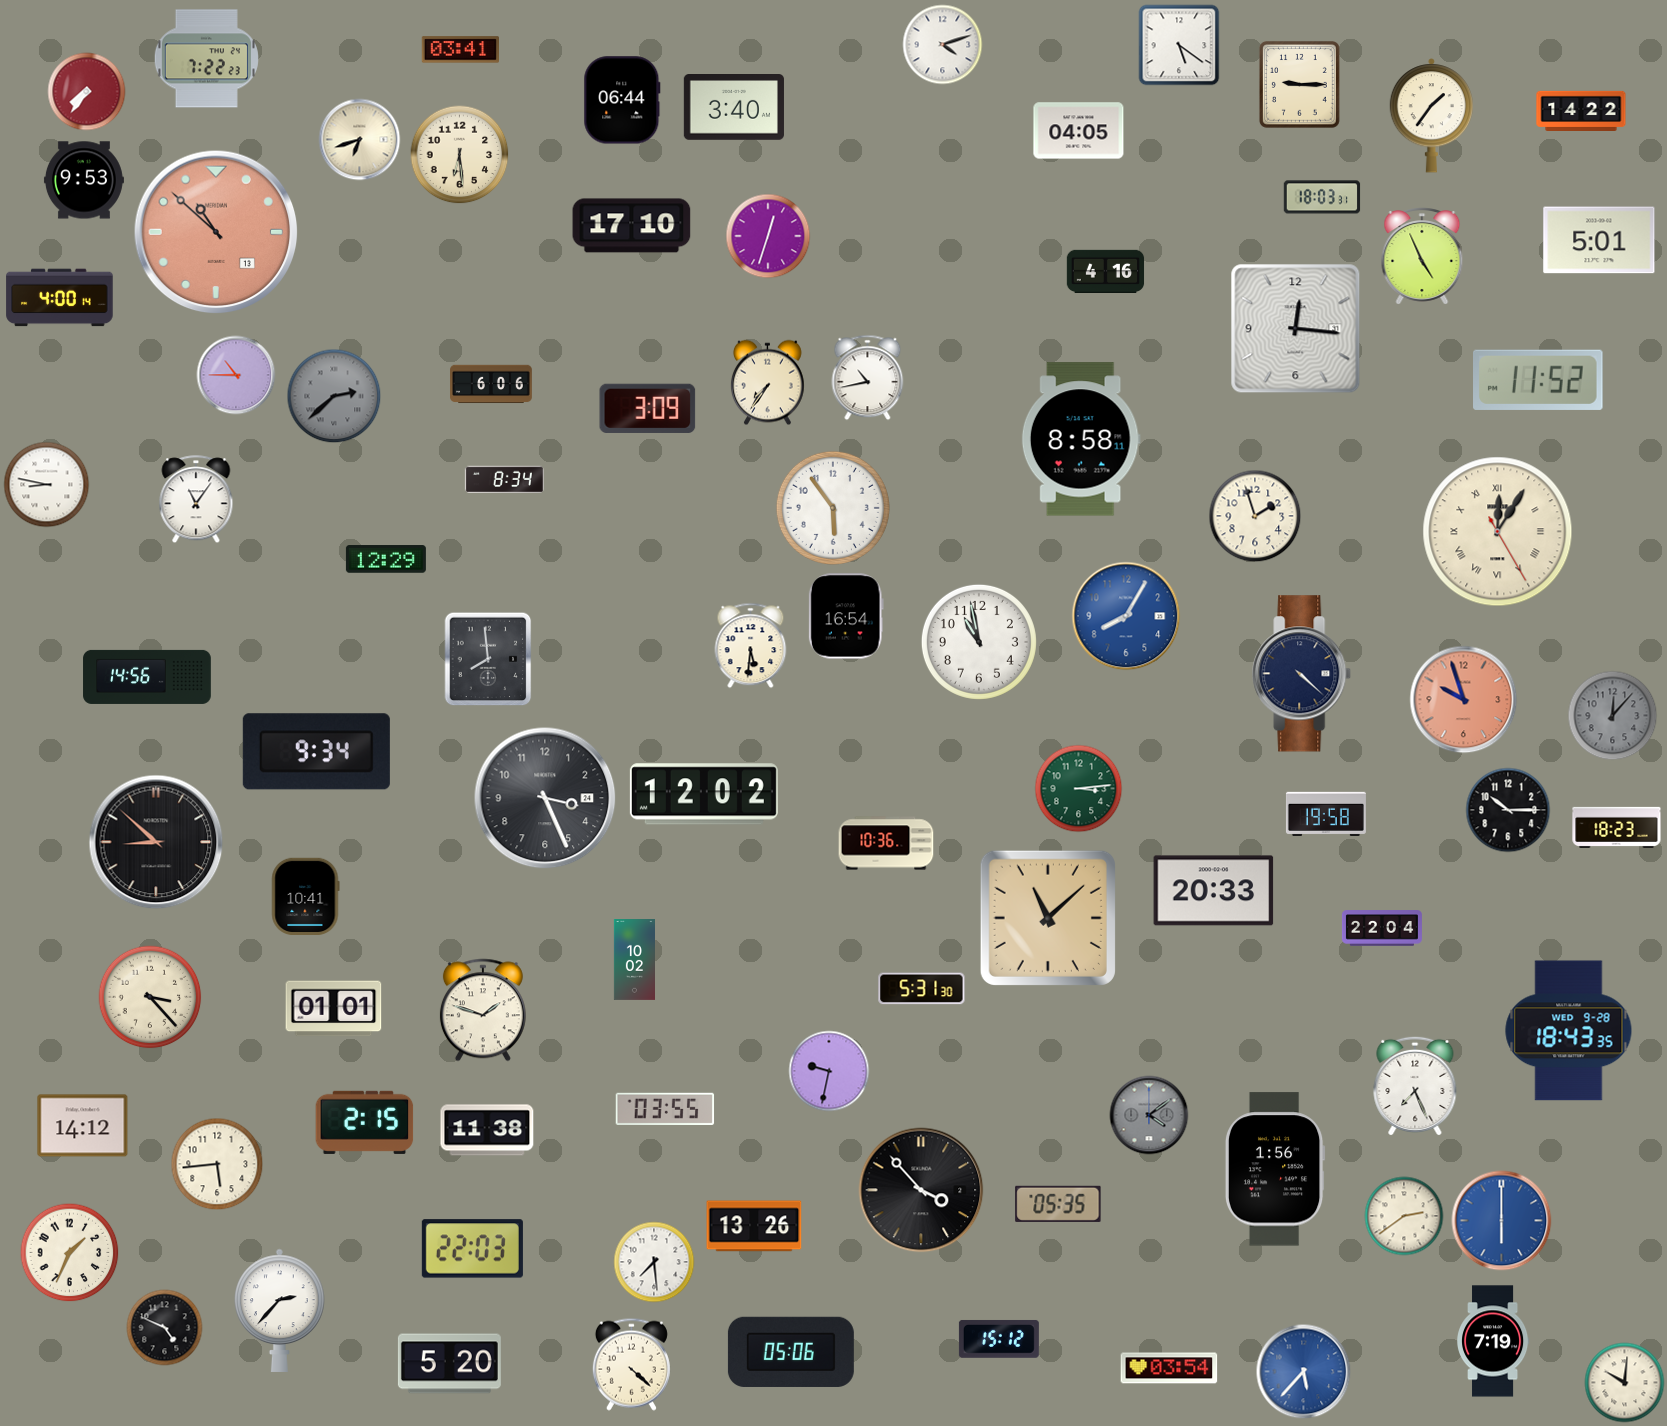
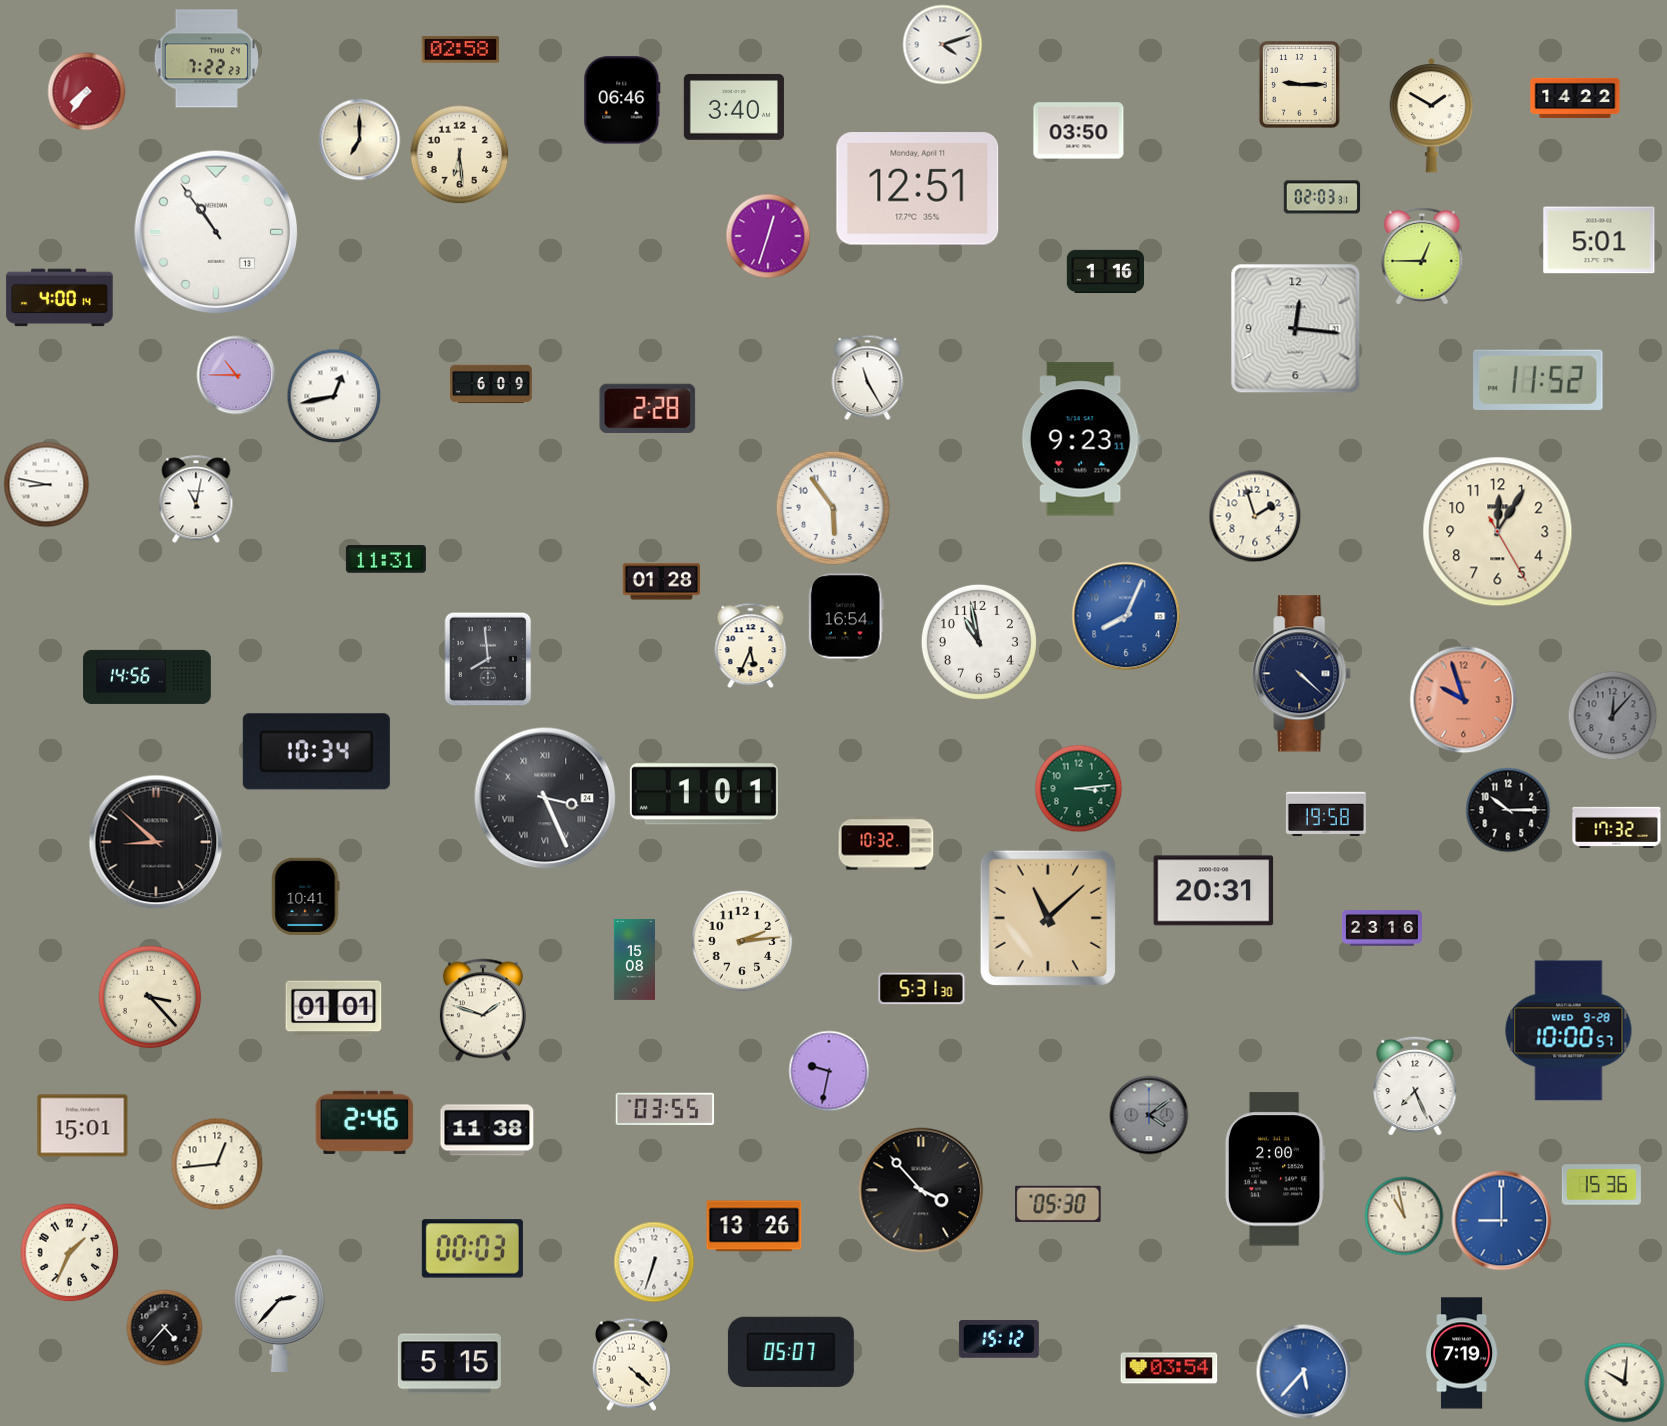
clock at (1179, 45): 5:21 -> none
clock at (460, 50): 03:41 -> 02:58
clock at (622, 100): 06:44 -> 06:46
clock at (1581, 110) position: (1581, 110) -> (1575, 97)
clock at (1431, 116): 1:36 -> 1:50
clock at (1079, 131): 04:05 -> 03:50
clock at (360, 140): 6:42 -> 7:00
clock at (84, 180): 9:53 -> none
clock at (918, 189): none -> 12:51
clock at (1322, 197): 18:03 -> 02:03
clock at (632, 226): 17:10 -> none
clock at (216, 232): 10:52 -> 10:54
clock at (216, 232) dial: salmon -> white
clock at (1422, 257): 4:56 -> 12:45
clock at (1106, 271): 4:16 -> 1:16
clock at (868, 378): 10:43 -> 11:25
clock at (768, 383): 7:36 -> none
clock at (491, 384): 6:06 -> 6:09
clock at (334, 396): 2:38 -> 12:43
clock at (334, 396) dial: grey -> white
clock at (648, 408): 3:09 -> 2:28
clock at (1081, 439): 8:58 -> 9:23
clock at (504, 479): 8:34 -> none
clock at (196, 500): 11:06 -> 11:02
clock at (1498, 532) numerals: Roman -> Arabic
clock at (386, 559): 12:29 -> 11:31
clock at (662, 582): none -> 01:28
clock at (1126, 616): 8:05 -> 8:04
clock at (751, 646): 5:31 -> 5:34
clock at (316, 752): 9:34 -> 10:34
clock at (704, 794): 12:02 -> 1:01
clock at (545, 798) numerals: Arabic -> Roman
clock at (1617, 827): 18:23 -> 17:32
clock at (886, 843): 10:36 -> 10:32
clock at (1214, 891): 20:33 -> 20:31
clock at (1382, 928): 22:04 -> 23:16
clock at (742, 941): none -> 2:14
clock at (634, 960): 10:02 -> 15:08
clock at (1569, 1031): 18:43 -> 10:00
clock at (365, 1122): 2:15 -> 2:46
clock at (83, 1126): 14:12 -> 15:01
clock at (217, 1164): 5:44 -> 12:44
clock at (1275, 1169): 1:56 -> 2:00
clock at (1601, 1185): none -> 15:36
clock at (1058, 1204): 05:35 -> 05:30
clock at (1404, 1216): 2:39 -> 10:58
clock at (1502, 1221): 6:00 -> 9:00
clock at (472, 1249): 22:03 -> 00:03
clock at (654, 1262): 7:29 -> 6:33
clock at (165, 1328): 4:49 -> 4:37
clock at (1493, 1341) position: (1493, 1341) -> (1462, 1353)
clock at (791, 1352): 05:06 -> 05:07
clock at (449, 1364): 5:20 -> 5:15
